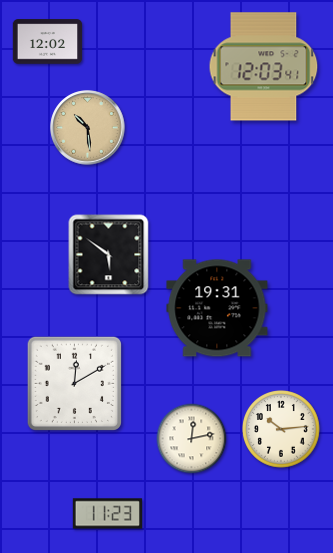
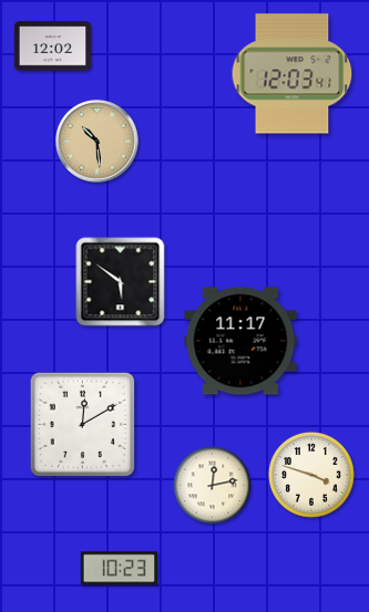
clock at (217, 308): 19:31 -> 11:17
clock at (282, 430): 10:14 -> 3:48
clock at (108, 514): 11:23 -> 10:23
